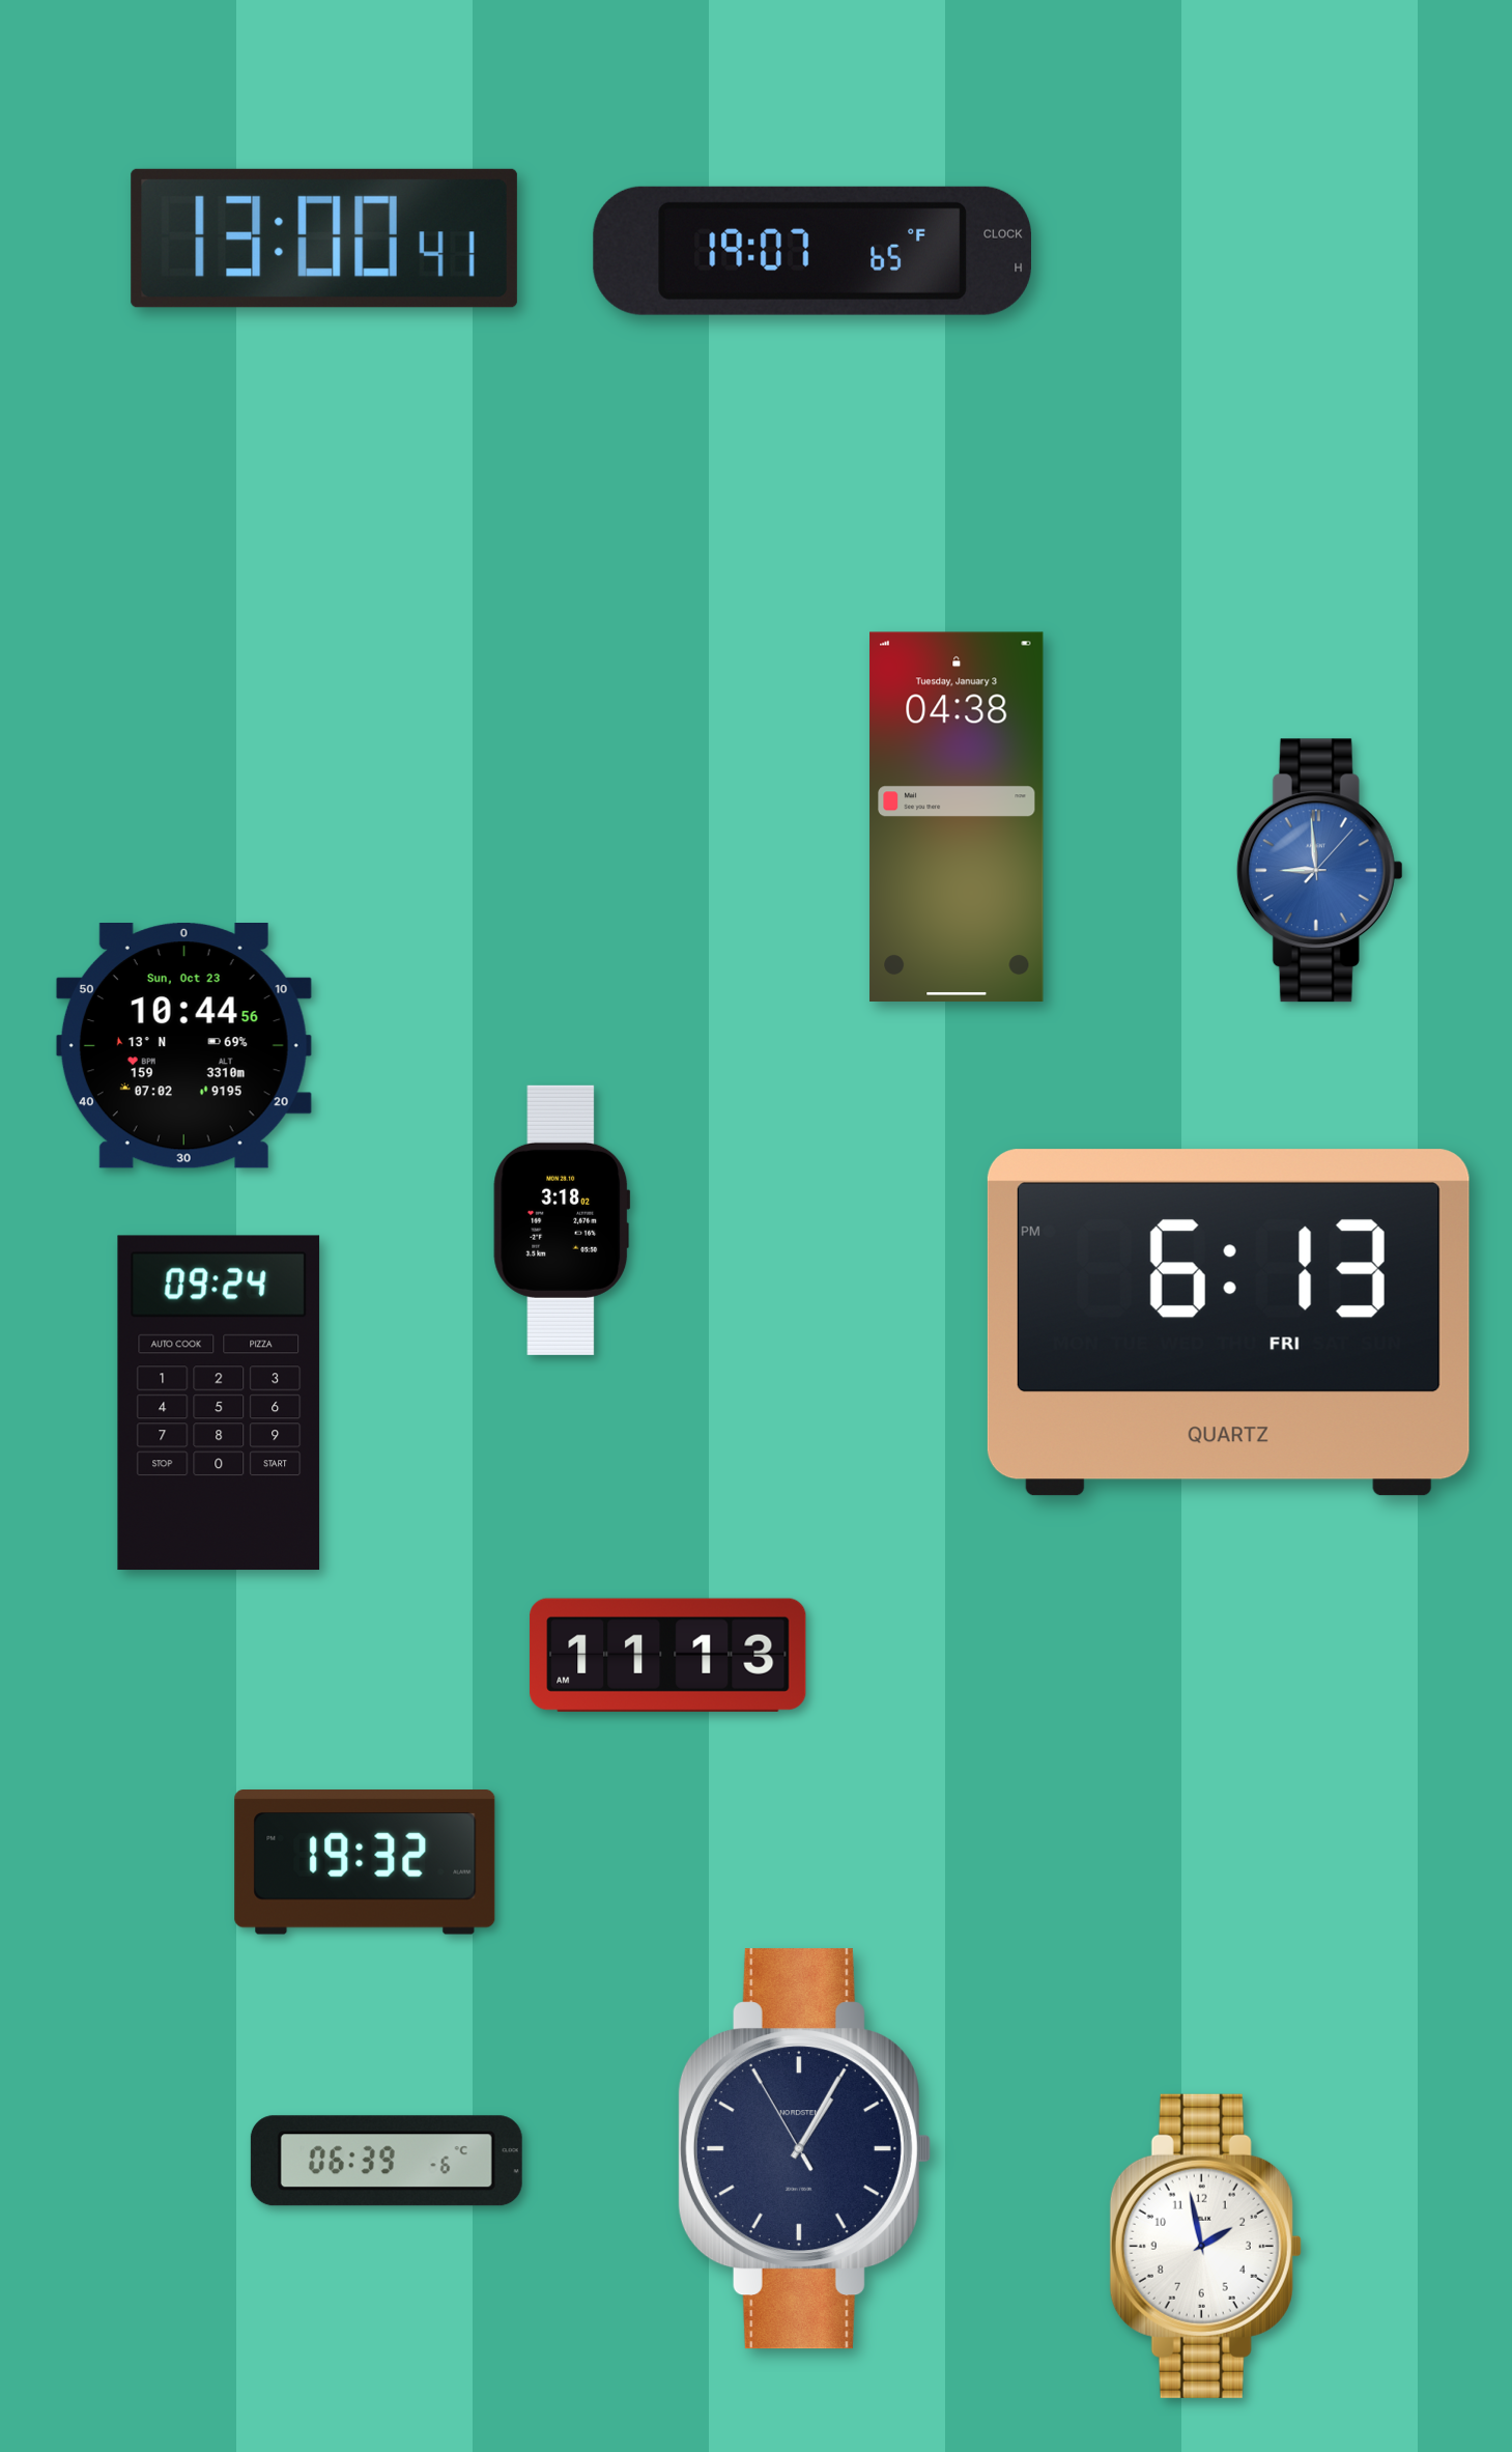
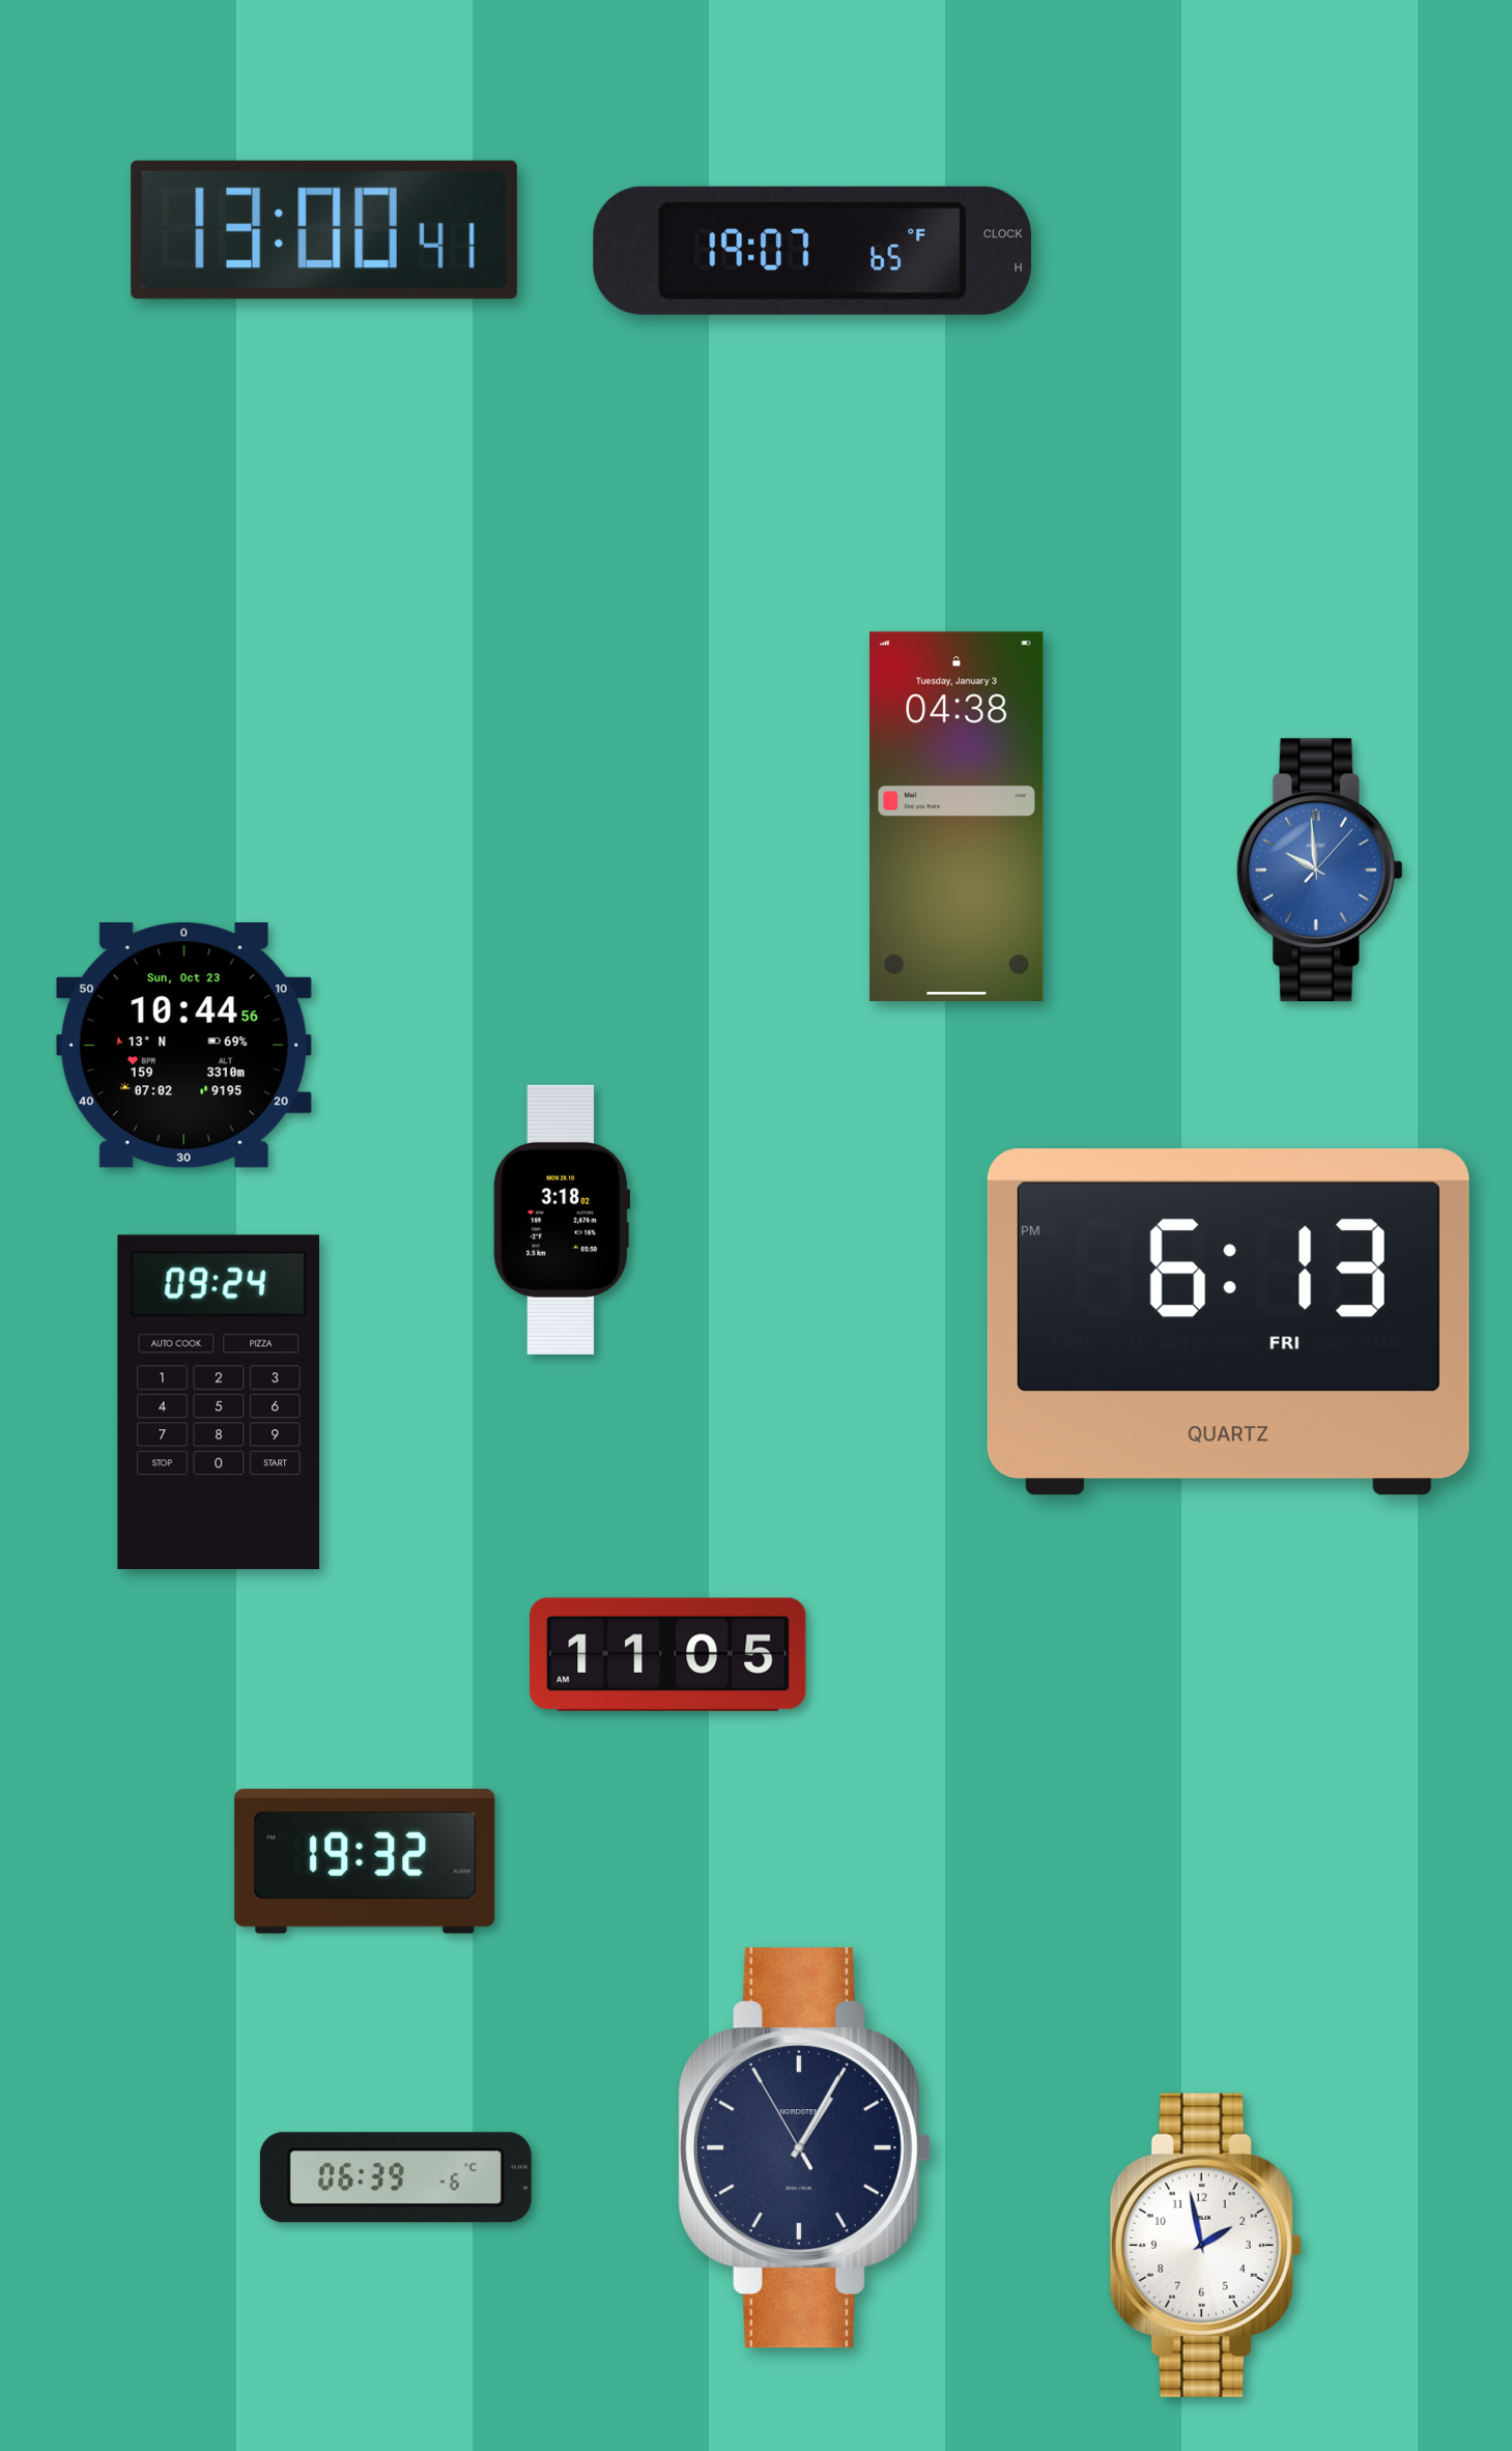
clock at (324, 238) position: (324, 238) -> (324, 230)
clock at (1319, 871): 8:59 -> 9:59
clock at (668, 1655): 11:13 -> 11:05
clock at (387, 2161) position: (387, 2161) -> (396, 2177)
